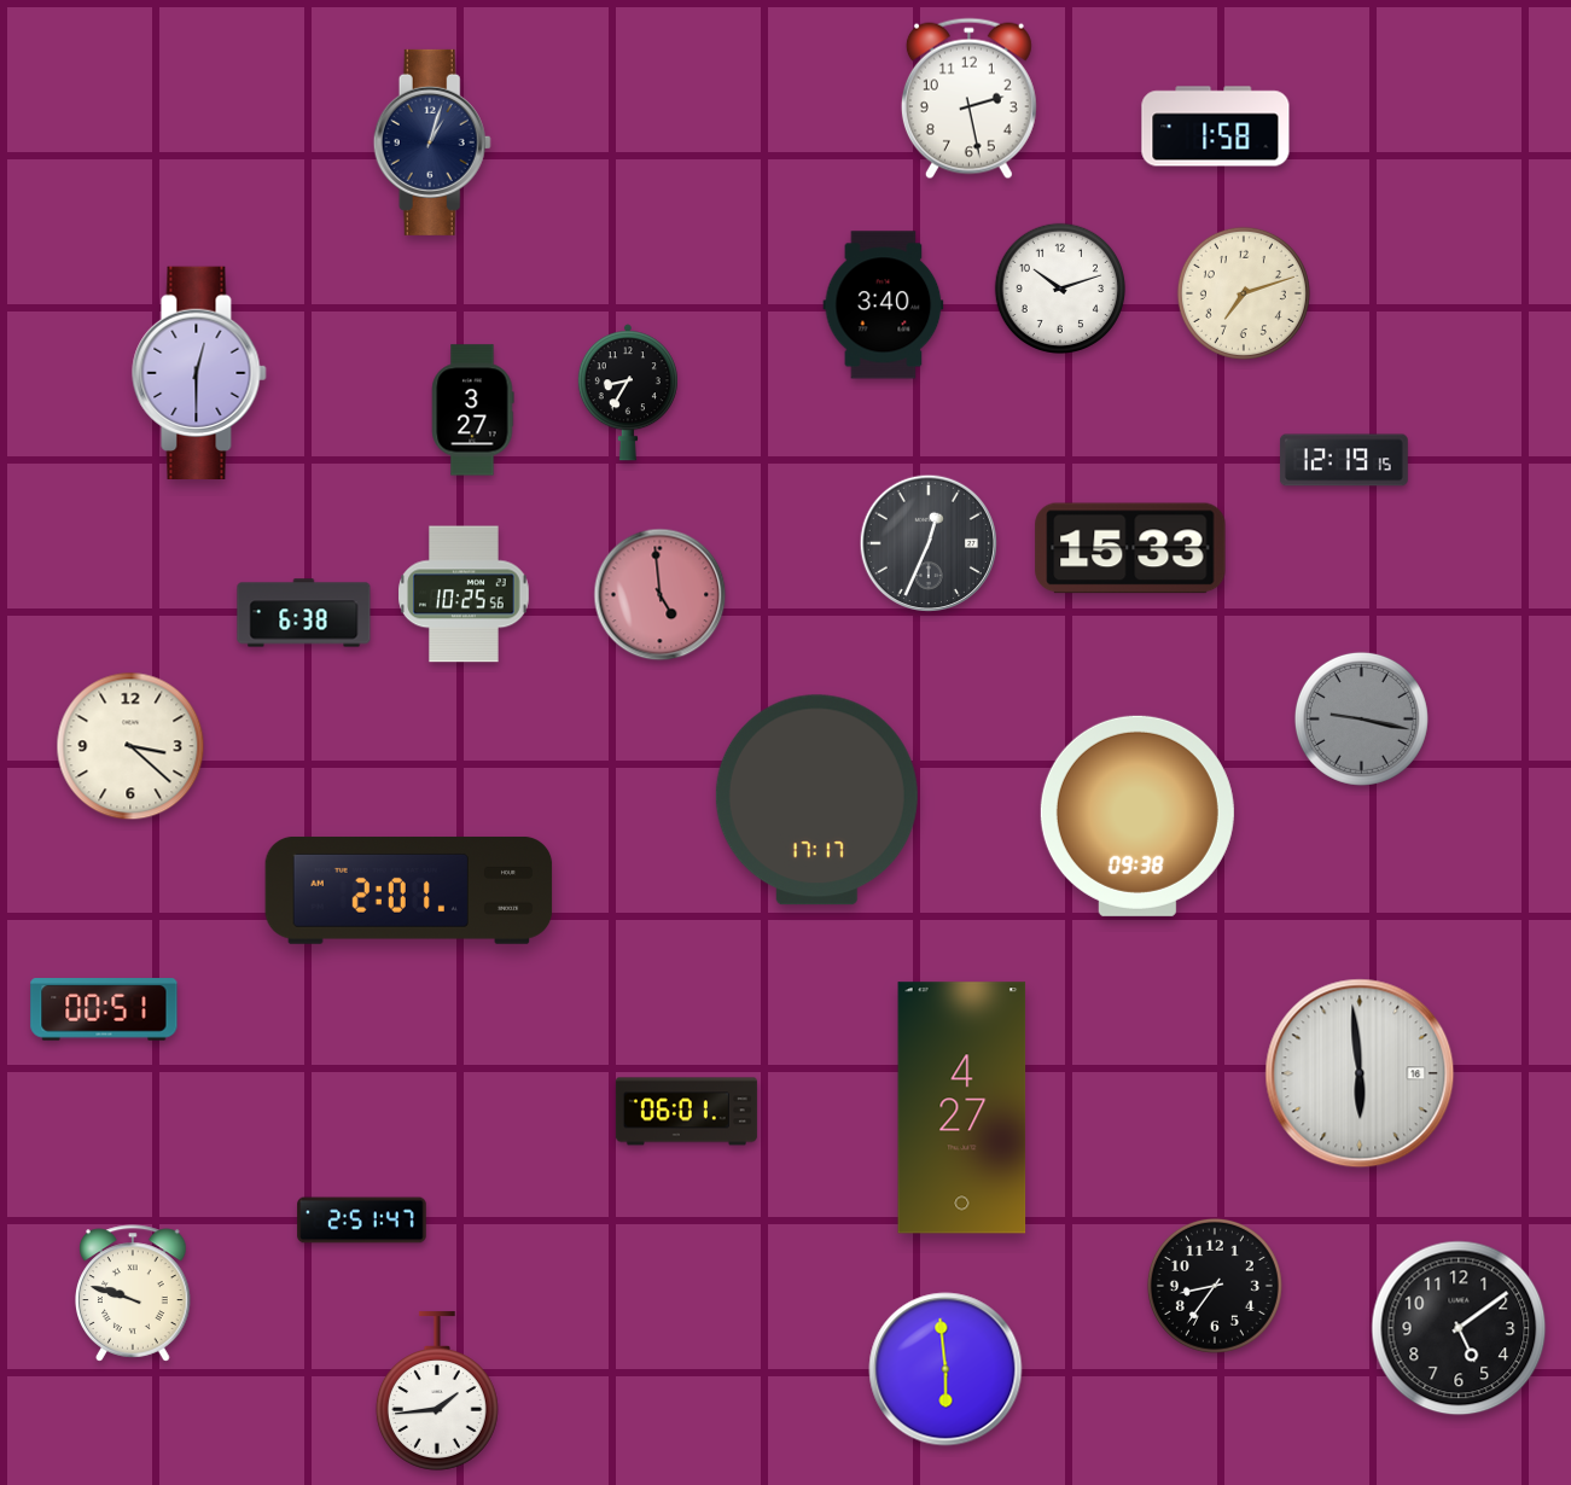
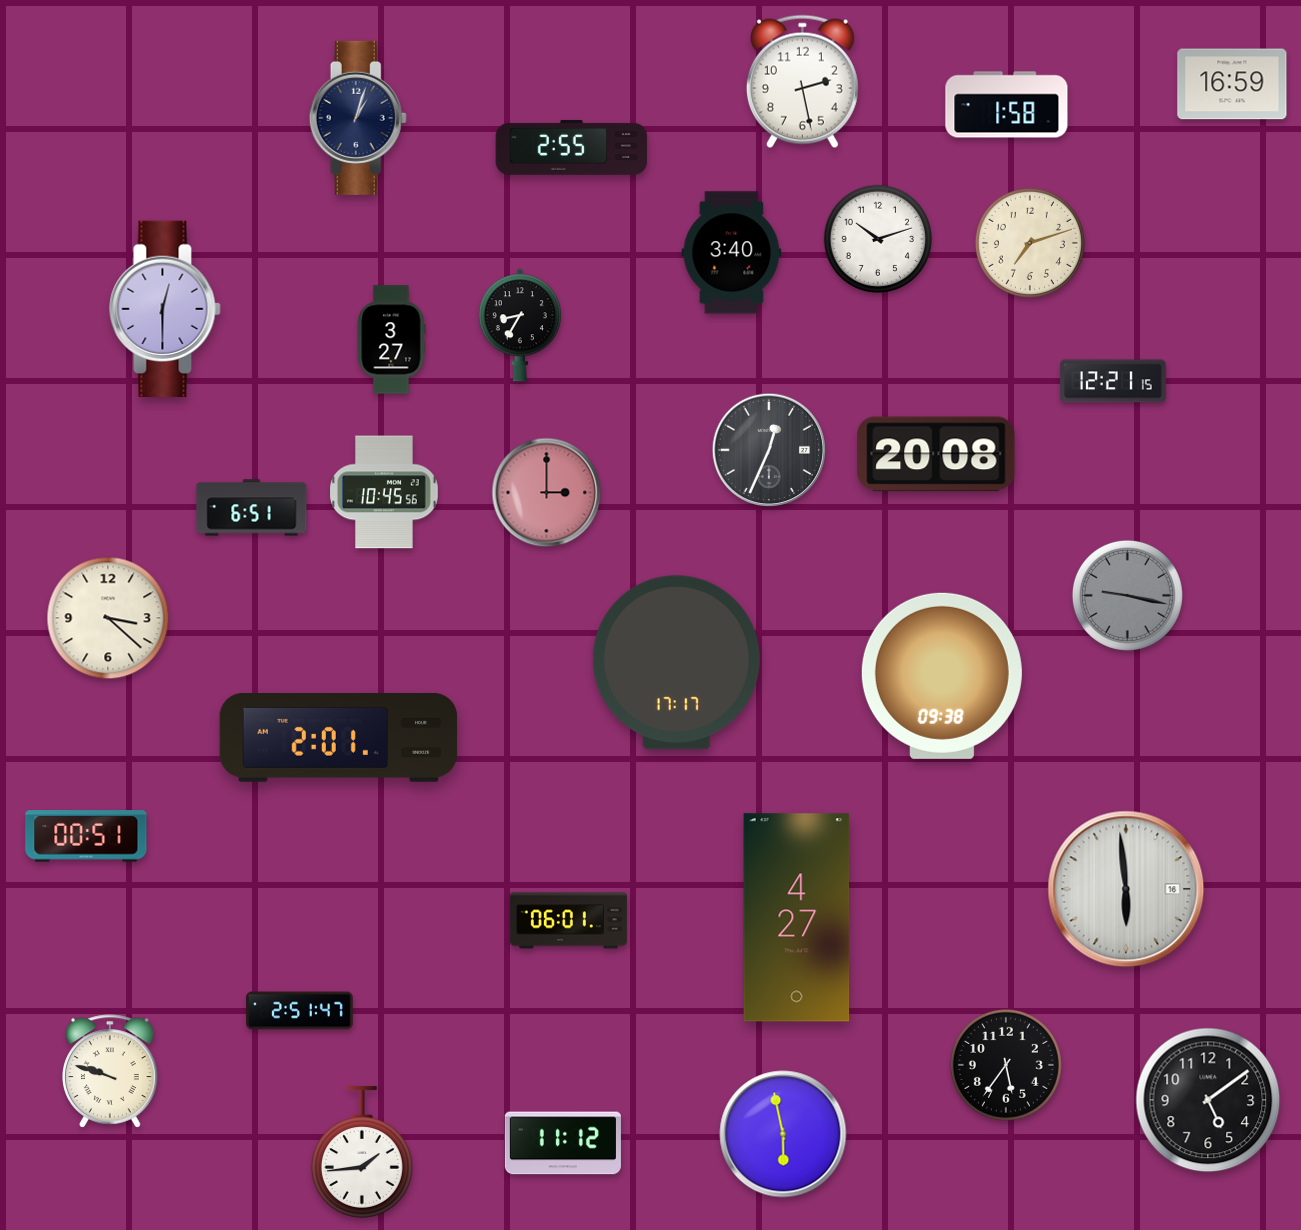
clock at (1232, 84): none -> 16:59
clock at (572, 147): none -> 2:55
clock at (1344, 460): 12:19 -> 12:21
clock at (1130, 548): 15:33 -> 20:08
clock at (464, 594): 10:25 -> 10:45
clock at (661, 595): 4:59 -> 3:00
clock at (304, 613): 6:38 -> 6:51
clock at (1215, 1286): 8:36 -> 5:36
clock at (945, 1369): 5:59 -> 5:58
clock at (563, 1143): none -> 11:12
